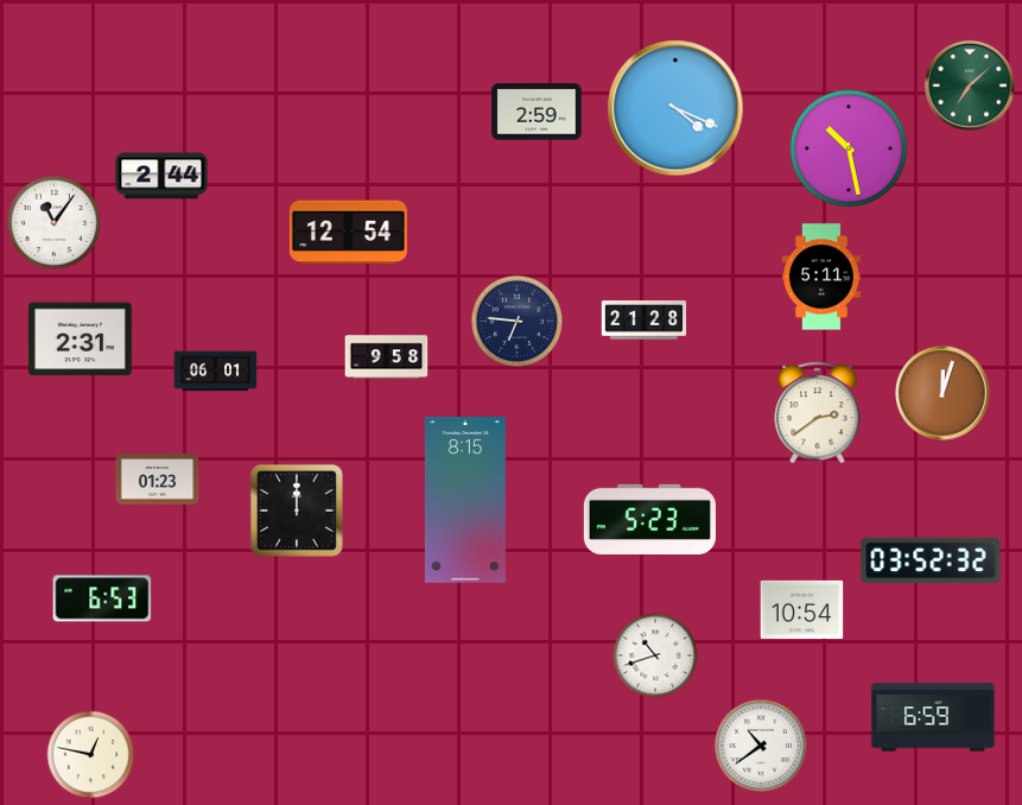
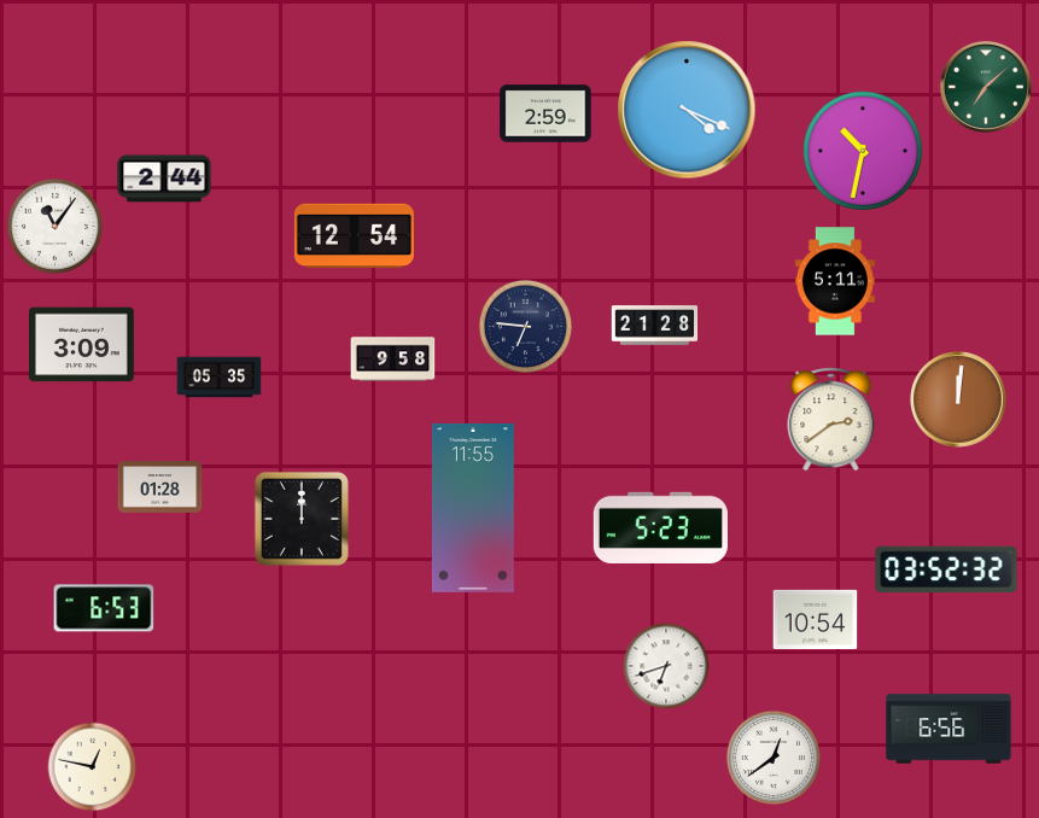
clock at (849, 148): 10:28 -> 10:32
clock at (80, 340): 2:31 -> 3:09
clock at (387, 357) position: (387, 357) -> (393, 360)
clock at (216, 372): 06:01 -> 05:35
clock at (942, 393): 12:03 -> 12:01
clock at (158, 480): 01:23 -> 01:28
clock at (465, 500): 8:15 -> 11:55
clock at (655, 655): 10:42 -> 6:42
clock at (933, 717): 6:59 -> 6:56
clock at (761, 746): 10:39 -> 12:39
